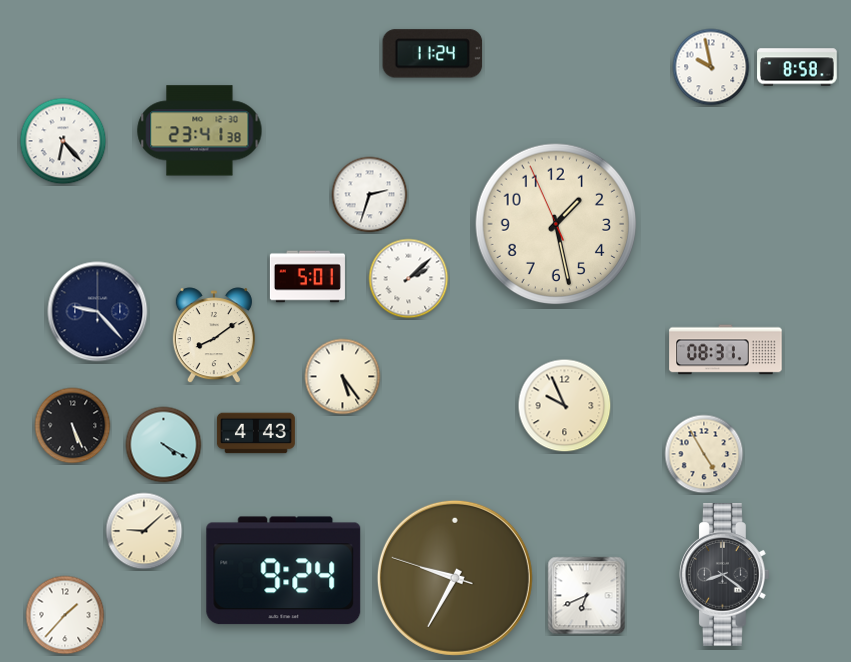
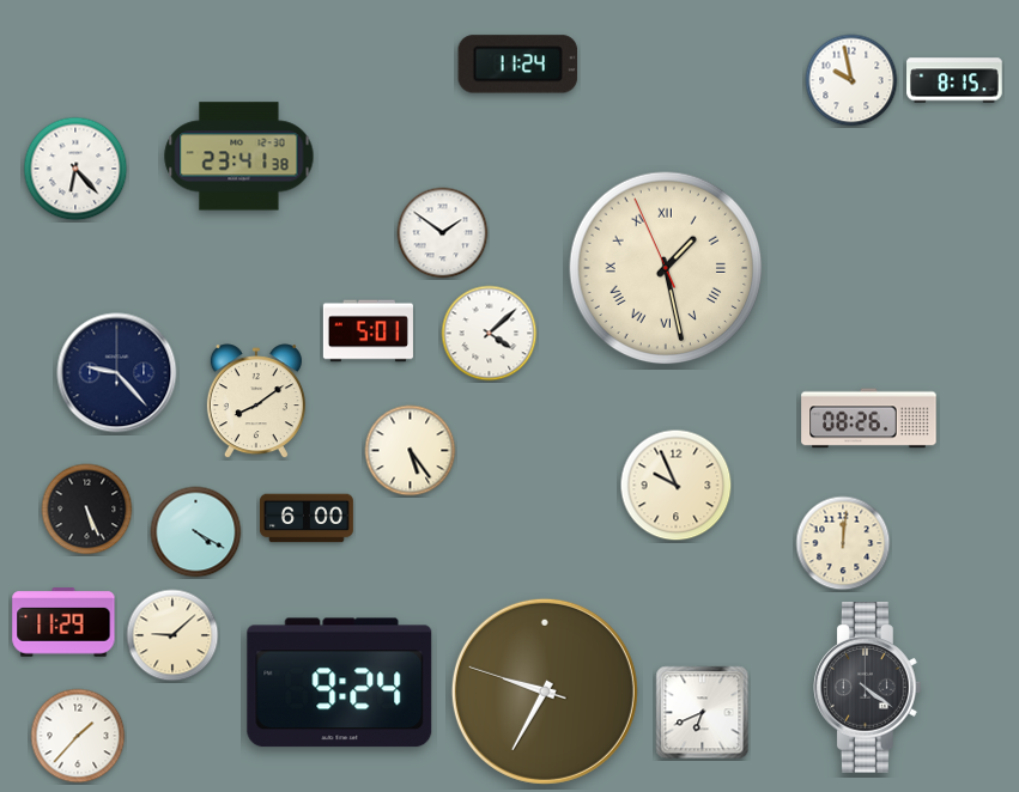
clock at (797, 67): 8:58 -> 8:15
clock at (370, 195): 2:33 -> 1:51
clock at (556, 224) numerals: Arabic -> Roman
clock at (409, 279): 2:08 -> 4:08
clock at (726, 350): 08:31 -> 08:26
clock at (256, 433): 4:43 -> 6:00
clock at (704, 454): 4:55 -> 12:01
clock at (63, 622): none -> 11:29
clock at (725, 575): 8:21 -> 4:21
